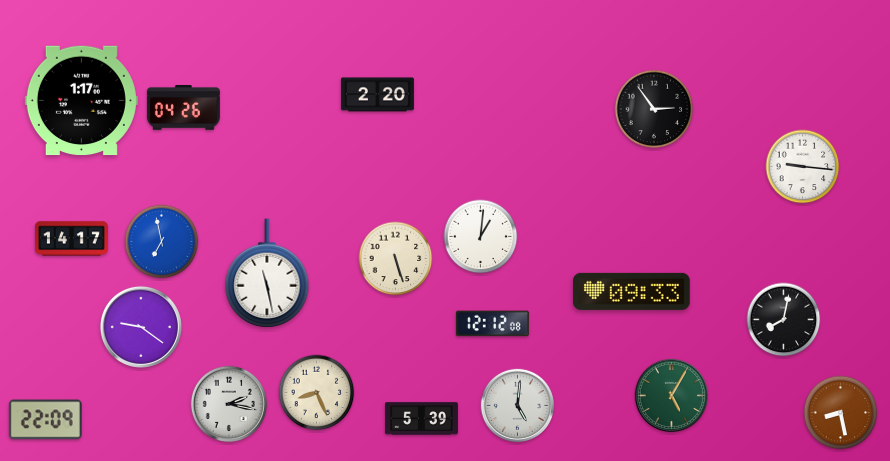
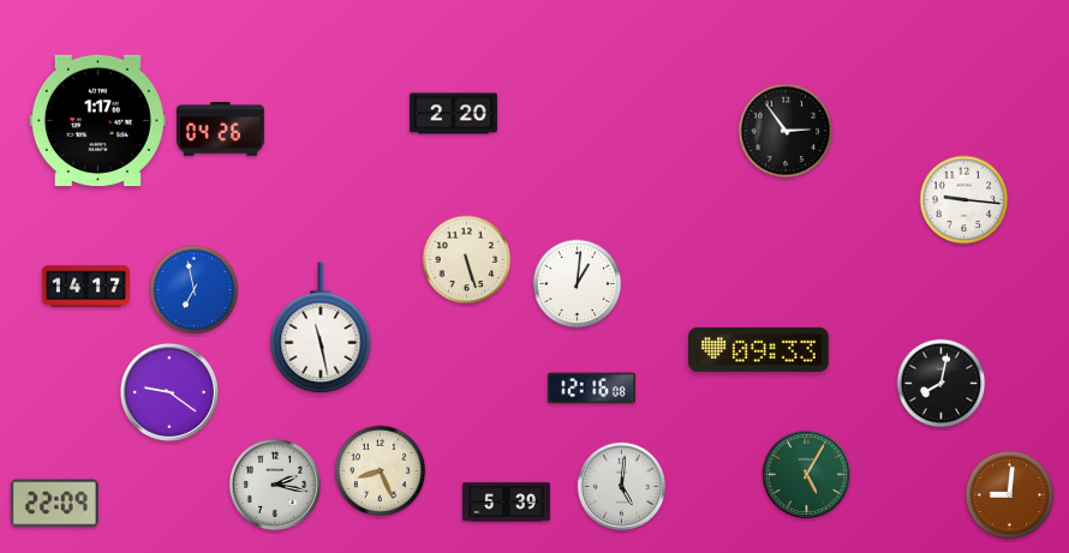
clock at (396, 259) position: (396, 259) -> (467, 260)
clock at (492, 324): 12:12 -> 12:16
clock at (841, 413): 8:28 -> 9:01
